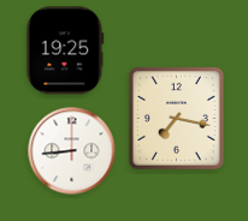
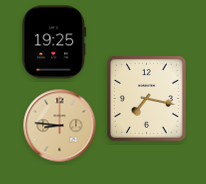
clock at (72, 151): 8:44 -> 8:46
clock at (72, 151) dial: white -> champagne
